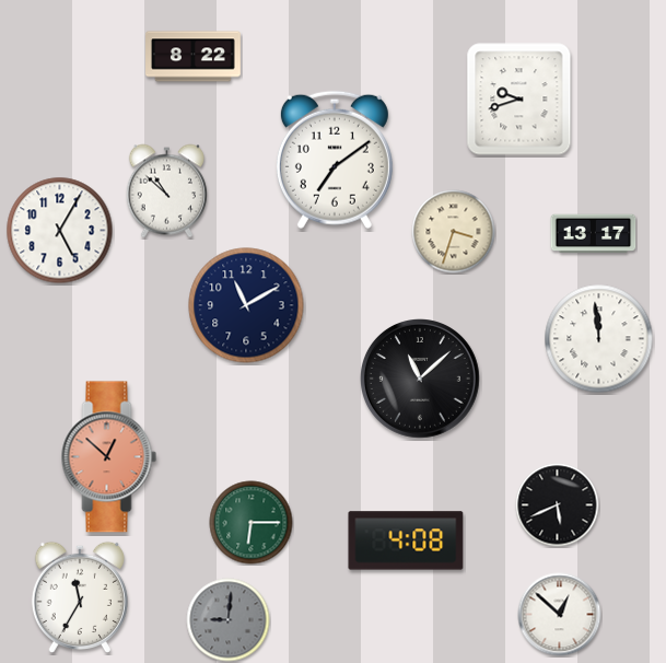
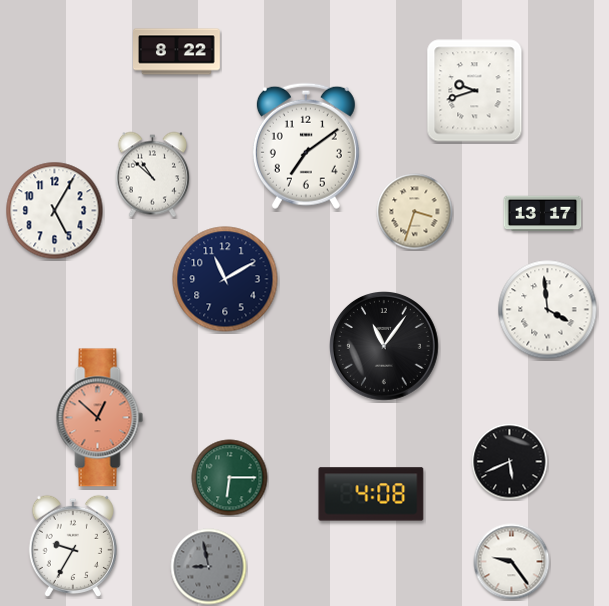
clock at (599, 339): 11:59 -> 3:59
clock at (421, 380): 11:08 -> 11:06
clock at (80, 597): 11:35 -> 9:35
clock at (560, 615): 12:52 -> 9:24
clock at (229, 620): 9:01 -> 8:58
